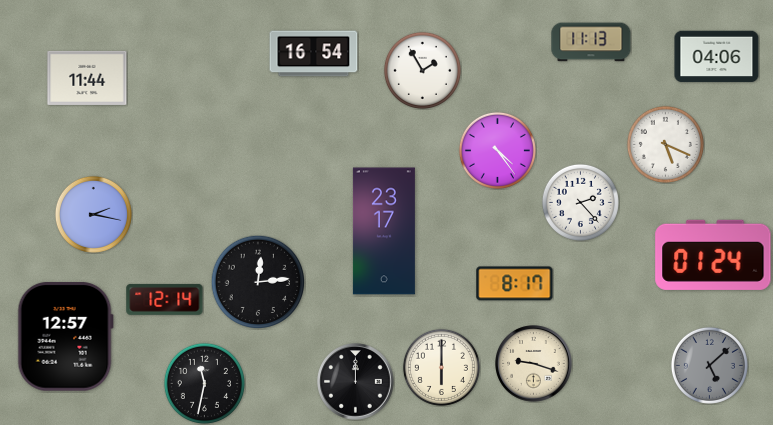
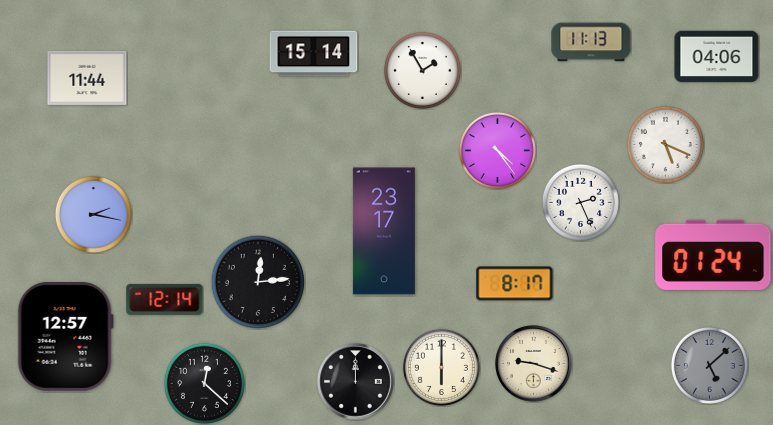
clock at (314, 54): 16:54 -> 15:14
clock at (580, 202): 2:23 -> 2:26
clock at (204, 383): 11:32 -> 12:22
